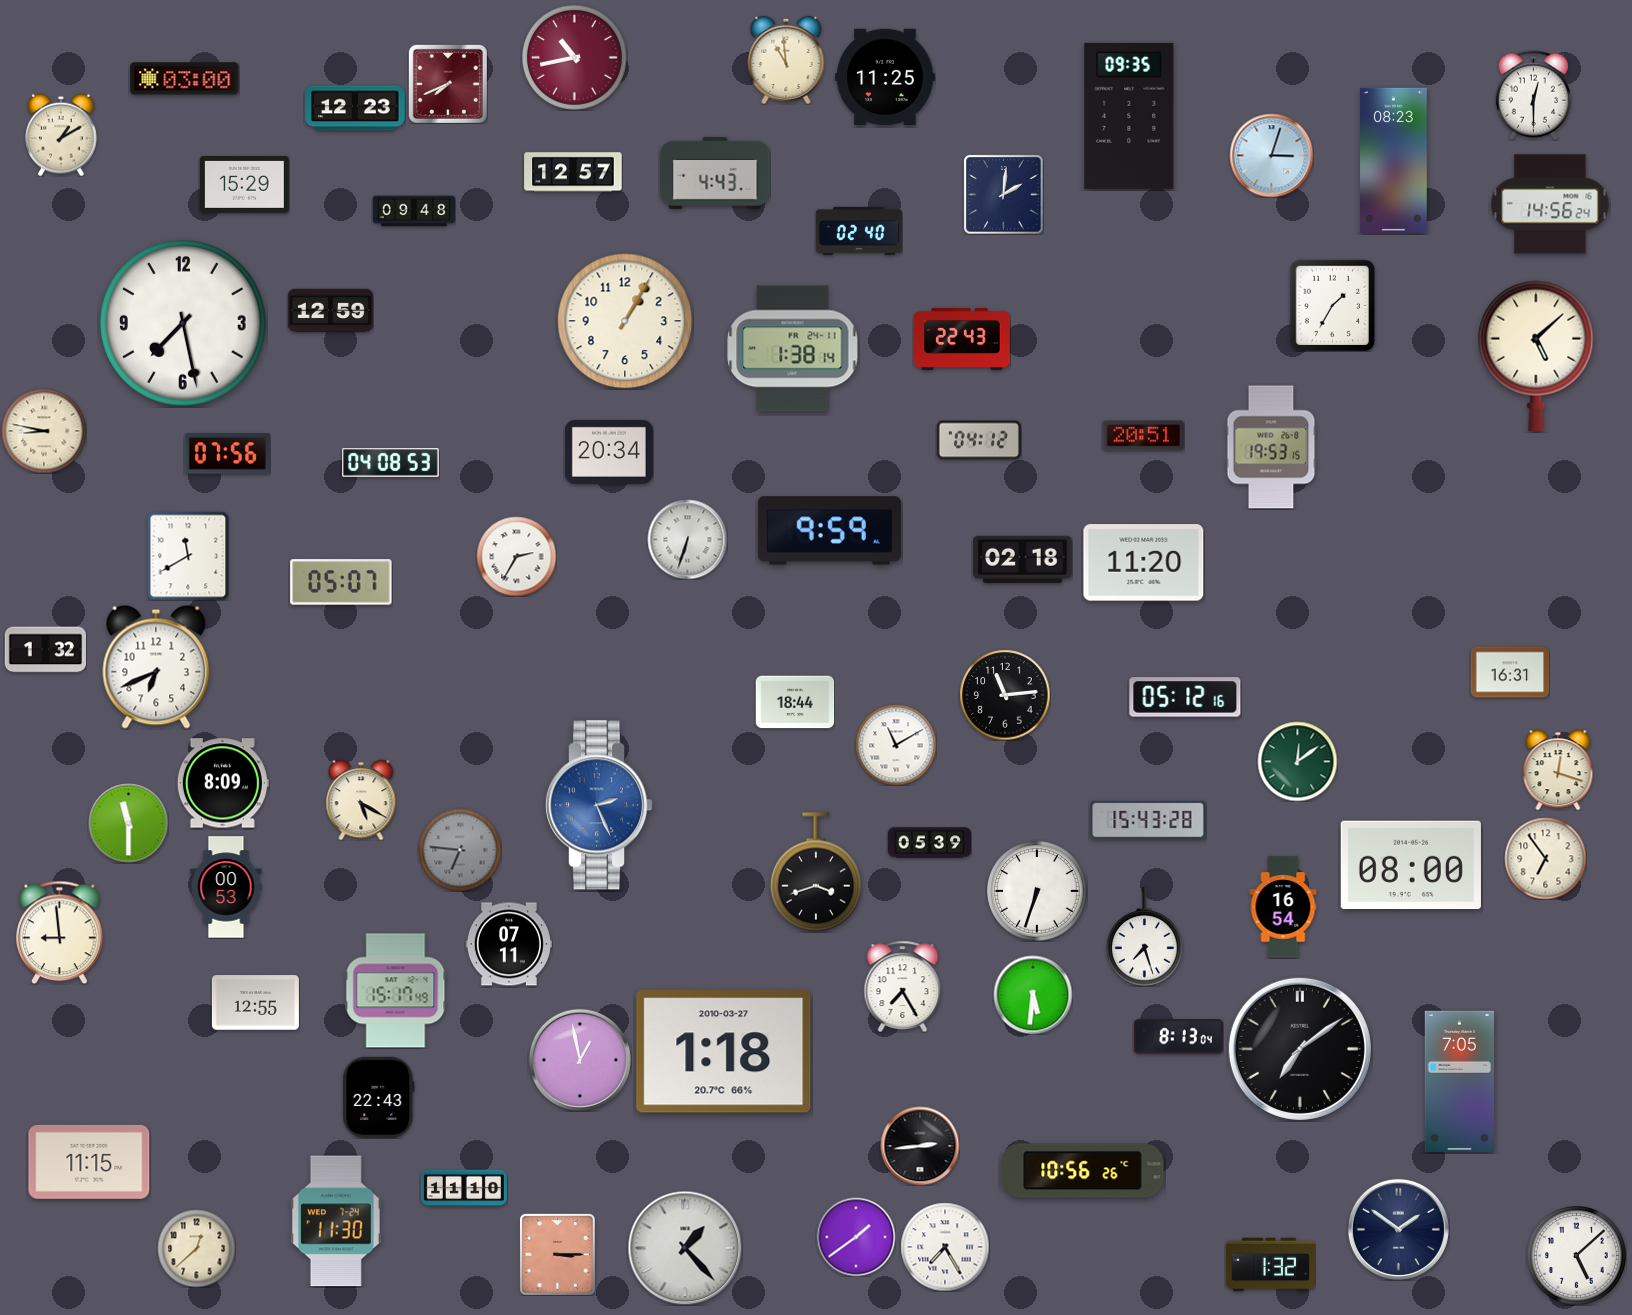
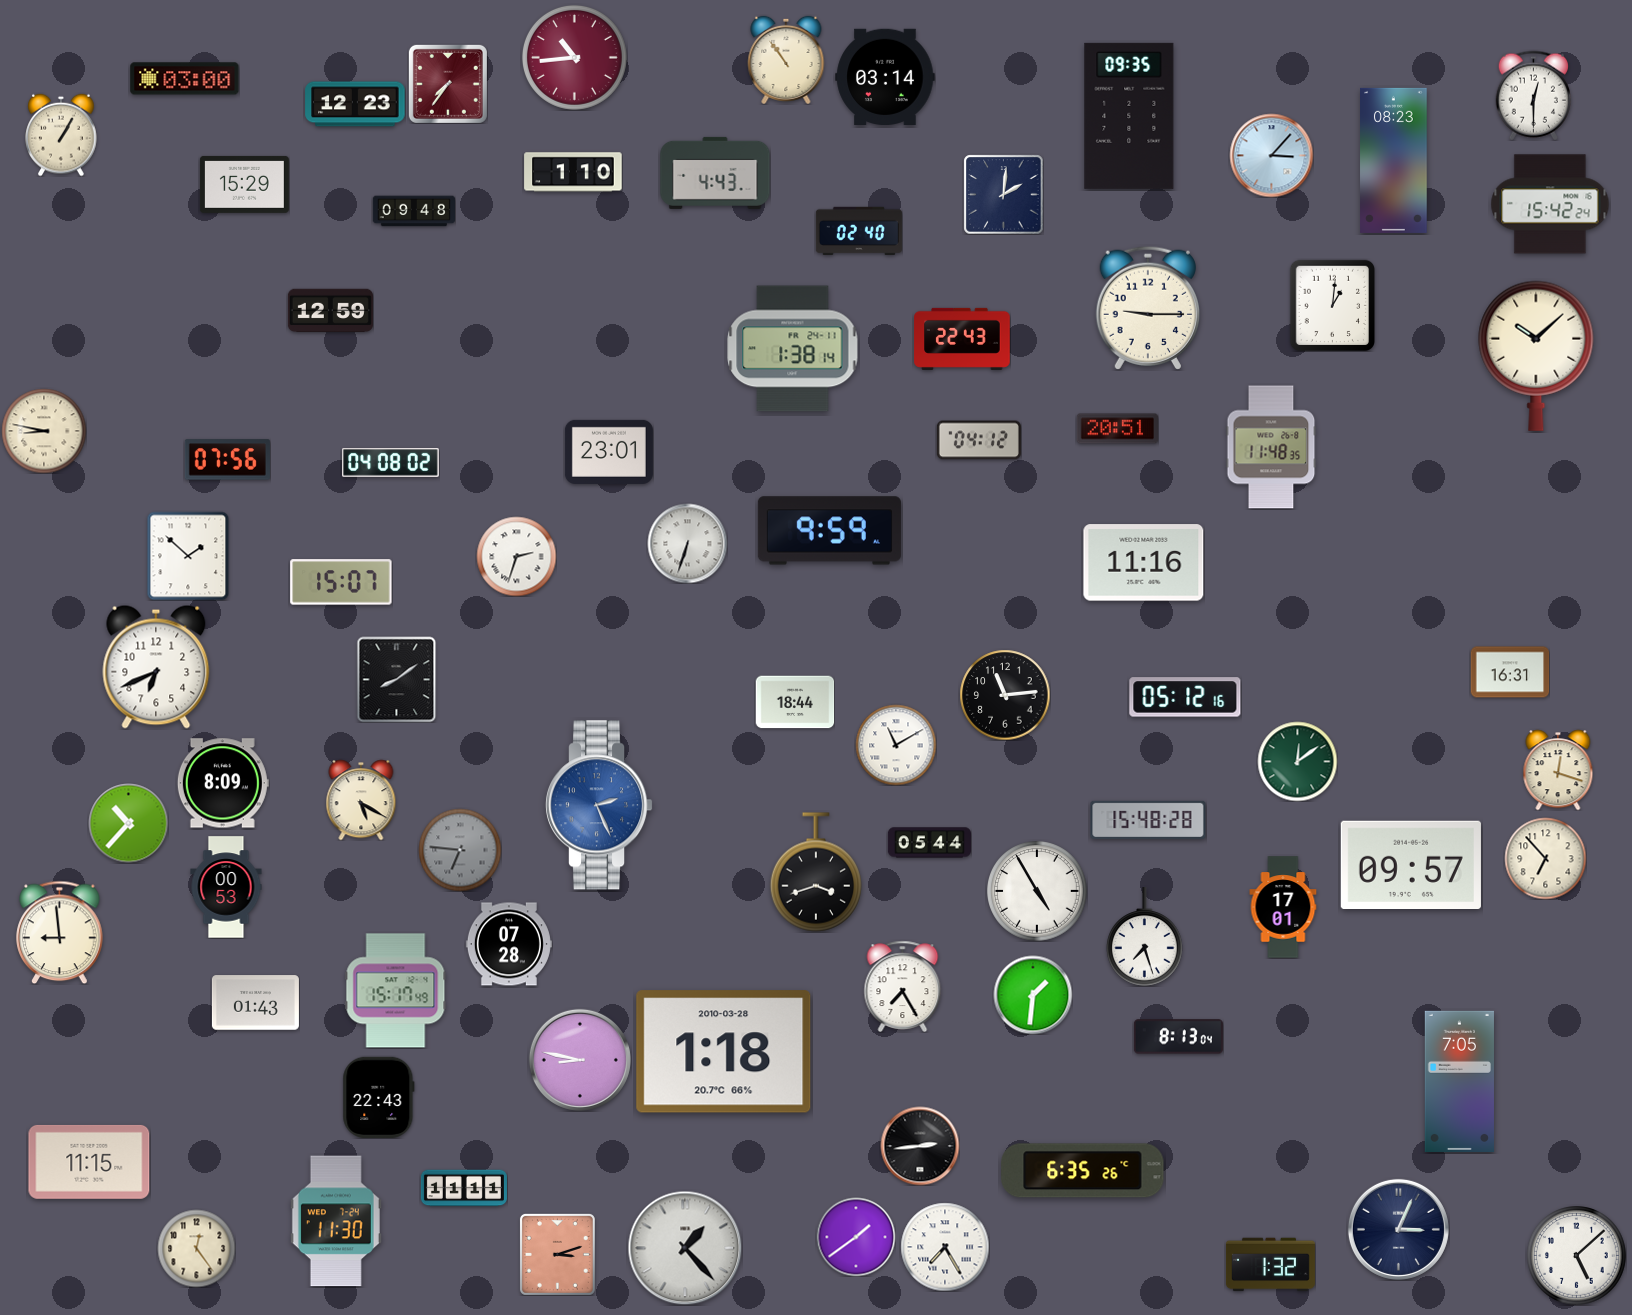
clock at (574, 57): 10:43 -> 10:44
clock at (786, 60): 10:59 -> 10:54
clock at (885, 76): 11:25 -> 03:14
clock at (448, 84): 7:41 -> 7:36
clock at (355, 108) position: (355, 108) -> (355, 104)
clock at (61, 135): 1:10 -> 1:05
clock at (1271, 155): 3:03 -> 3:07
clock at (573, 172): 12:57 -> 1:10
clock at (1550, 204): 14:56 -> 15:42
clock at (1332, 305): 1:35 -> 1:01
clock at (1148, 308): none -> 9:15
clock at (625, 321): 1:05 -> none
clock at (183, 323): 7:28 -> none
clock at (1536, 356): 5:08 -> 10:08
clock at (1143, 436) position: (1143, 436) -> (1117, 429)
clock at (1271, 447): 19:53 -> 11:48
clock at (609, 452): 20:34 -> 23:01
clock at (227, 454) position: (227, 454) -> (227, 460)
clock at (391, 463): 04:08:53 -> 04:08:02
clock at (687, 539) position: (687, 539) -> (687, 543)
clock at (188, 556): 11:40 -> 1:52
clock at (516, 556): 2:35 -> 2:33
clock at (1023, 559): 02:18 -> none
clock at (1144, 563): 11:20 -> 11:16
clock at (341, 582): 05:07 -> 15:07
clock at (45, 650): 1:32 -> none
clock at (397, 679): none -> 8:09
clock at (1148, 820): 15:43 -> 15:48
clock at (128, 823): 11:30 -> 10:37
clock at (929, 843): 05:39 -> 05:44
clock at (1545, 858): 6:54 -> 6:53
clock at (1411, 865): 08:00 -> 09:57
clock at (1038, 892): 6:33 -> 4:55
clock at (1283, 907): 16:54 -> 17:01
clock at (509, 944): 07:11 -> 07:28
clock at (1033, 995): 5:31 -> 1:31
clock at (255, 1003): 12:55 -> 01:43
clock at (1300, 1049): 7:09 -> none
clock at (724, 1052) date: 2010-03-27 -> 2010-03-28
clock at (580, 1060): 12:58 -> 8:47
clock at (1083, 1171): 10:56 -> 6:35
clock at (464, 1188): 11:10 -> 11:11
clock at (1398, 1229): 1:51 -> 3:04
clock at (196, 1248): 12:38 -> 12:24
clock at (557, 1254): 3:15 -> 3:12
